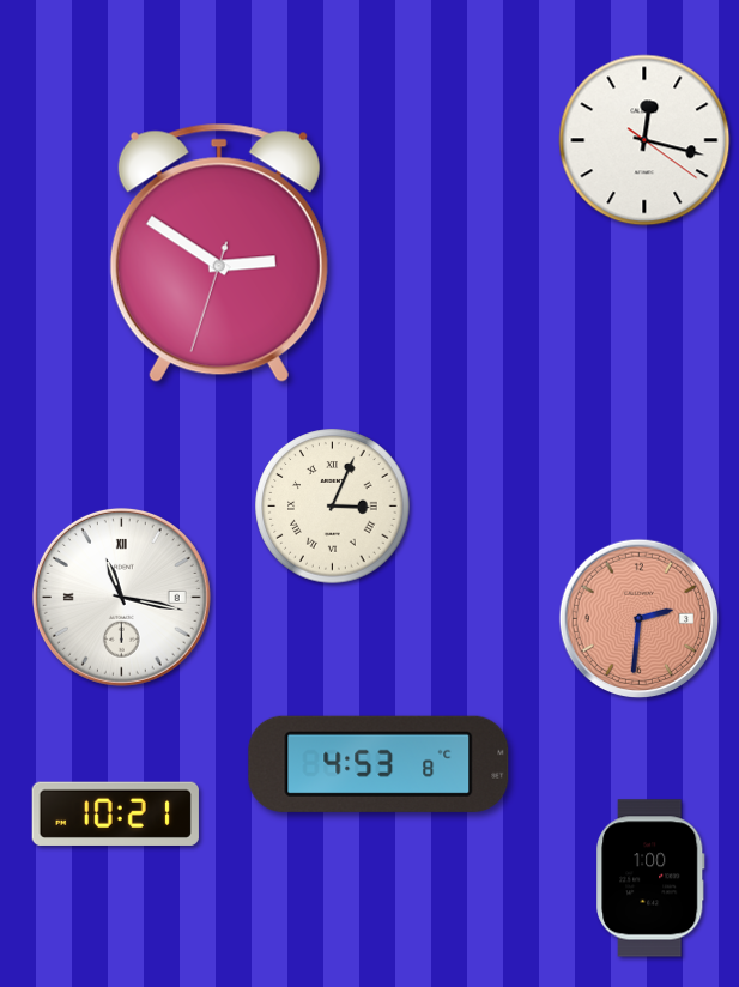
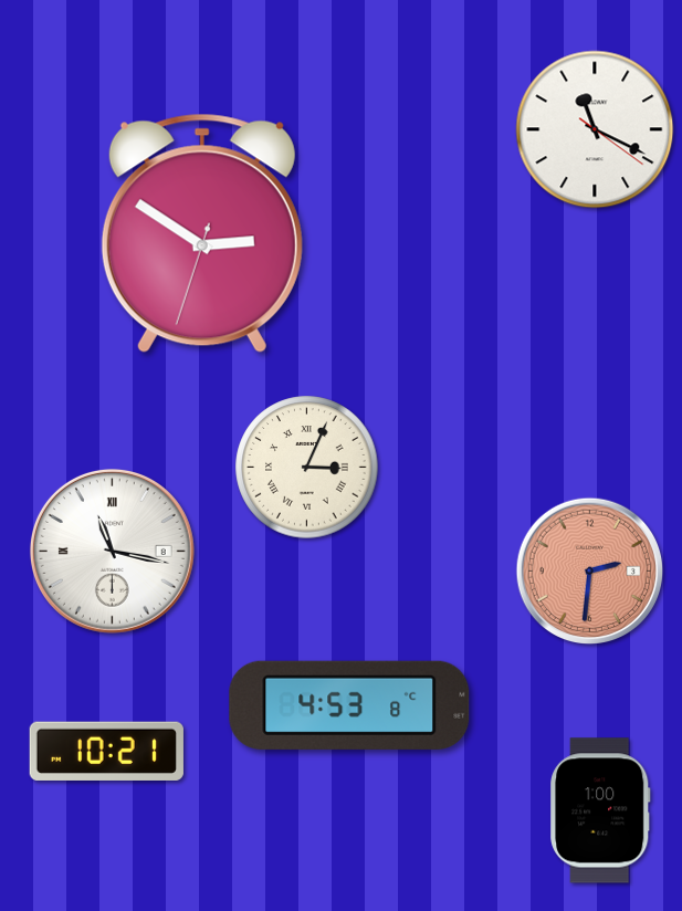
clock at (644, 140): 12:17 -> 11:19
